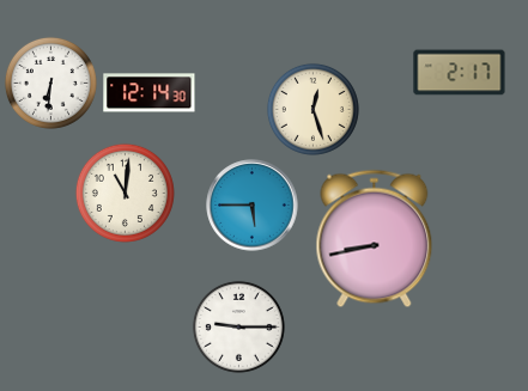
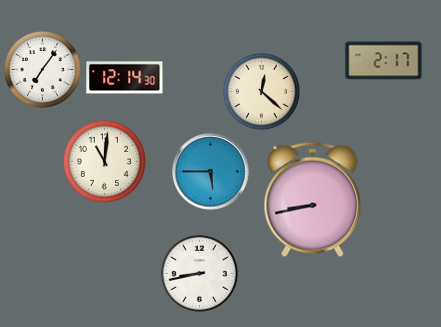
clock at (50, 83): 6:31 -> 7:06
clock at (312, 109): 12:27 -> 12:22
clock at (238, 326): 9:15 -> 8:43
